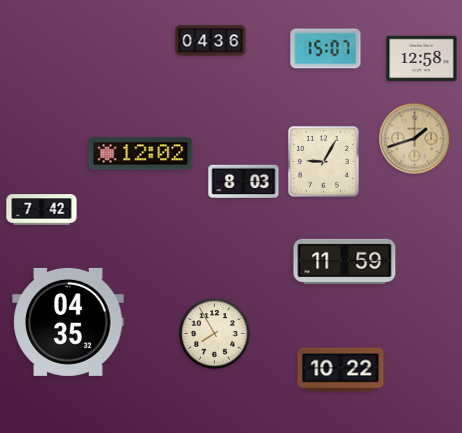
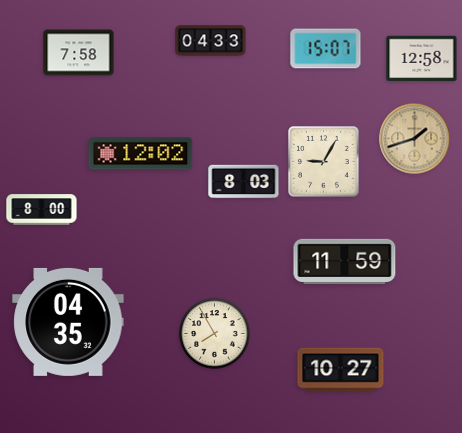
clock at (211, 41): 04:36 -> 04:33
clock at (79, 53): none -> 7:58
clock at (42, 210): 7:42 -> 8:00
clock at (341, 370): 10:22 -> 10:27
